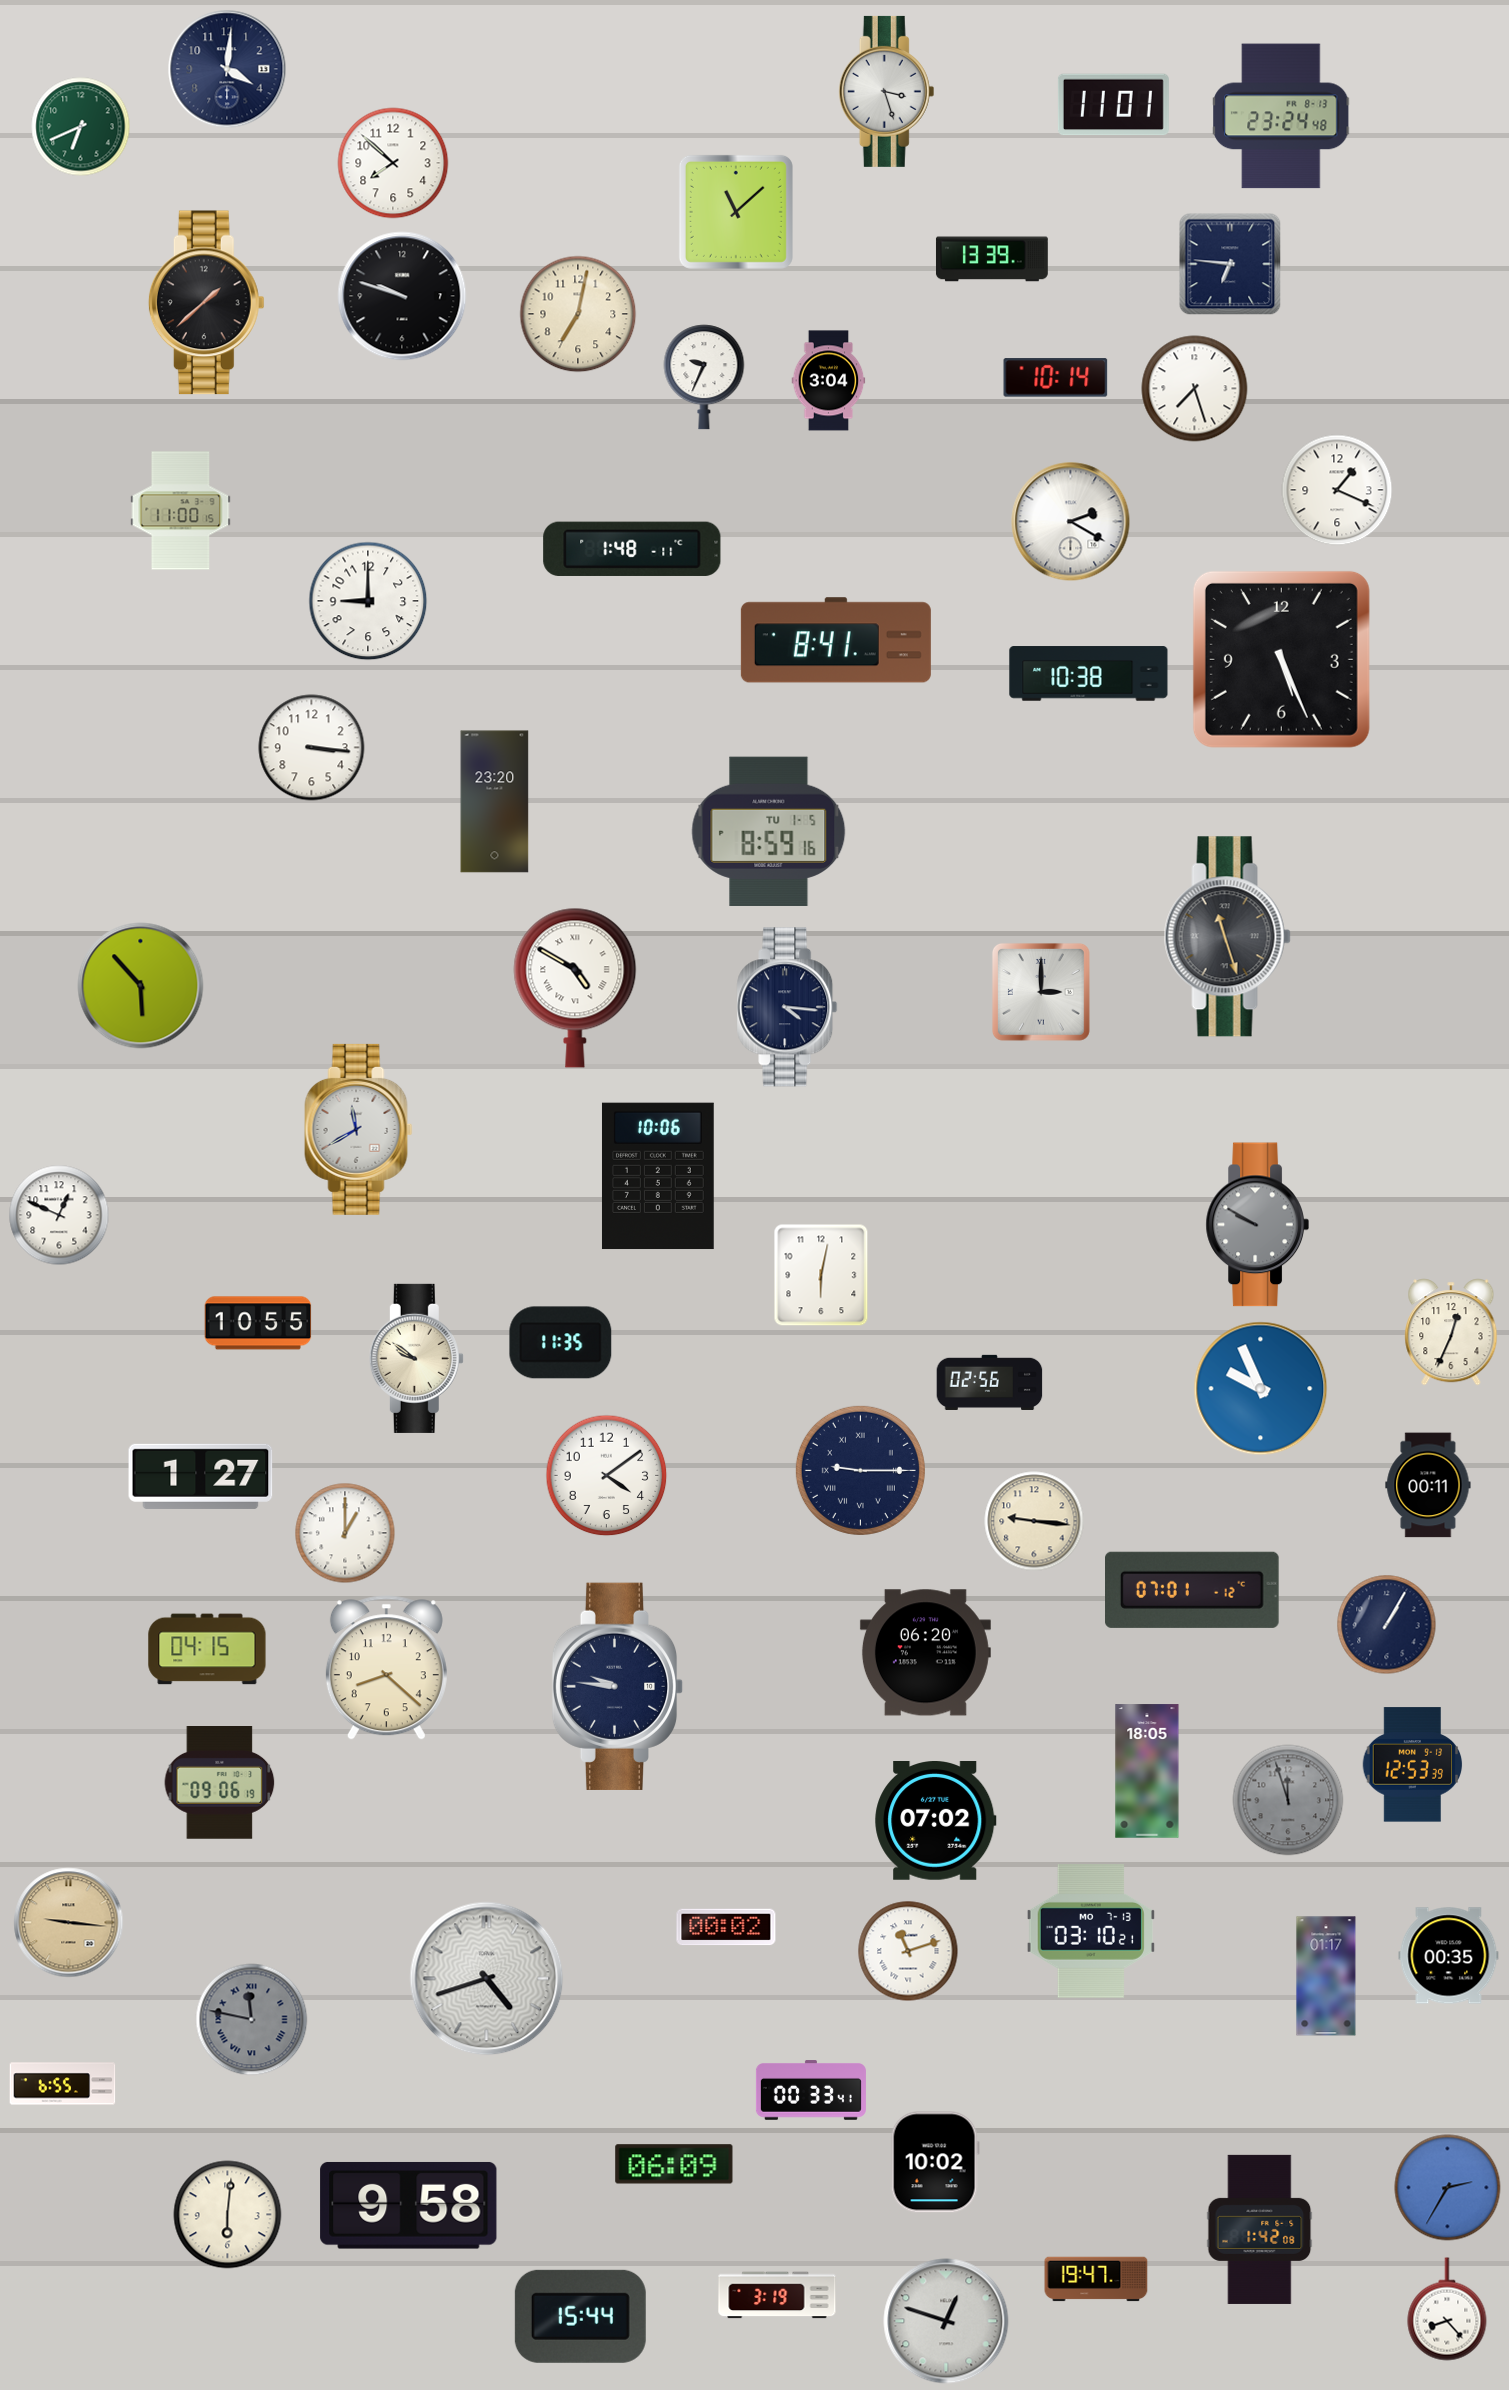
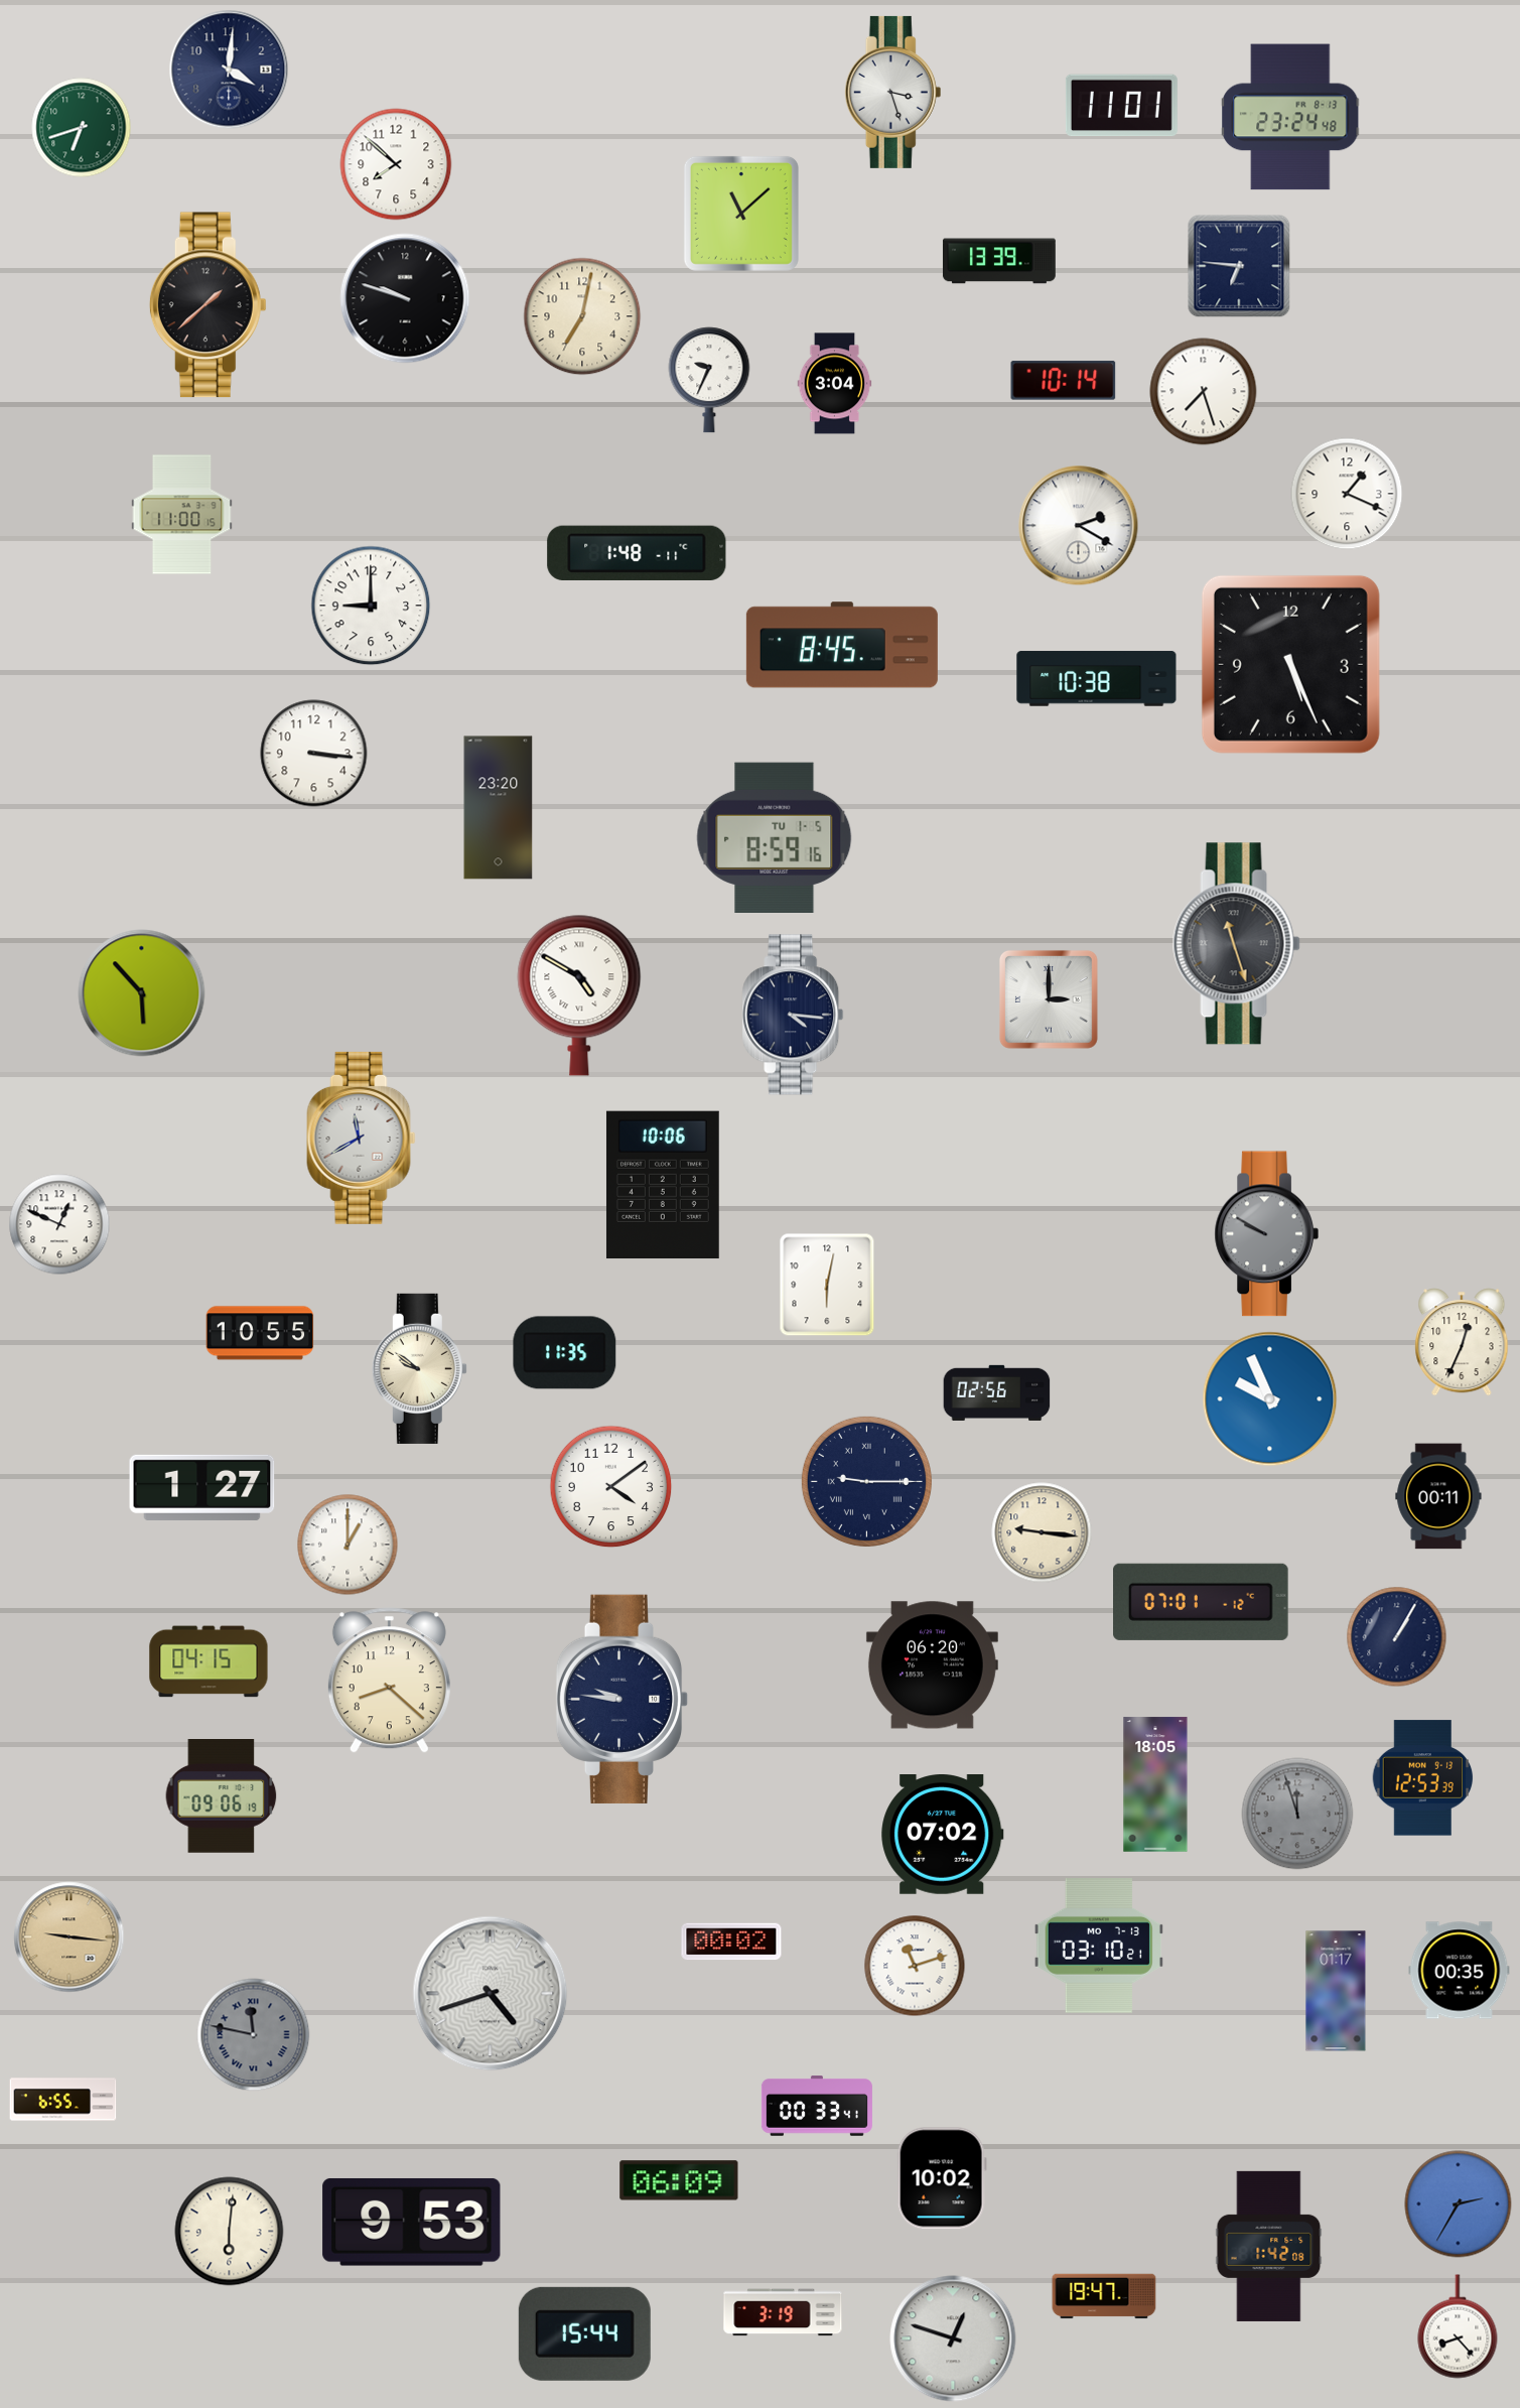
clock at (81, 127): 6:41 -> 6:42
clock at (836, 640): 8:41 -> 8:45
clock at (409, 2205): 9:58 -> 9:53
